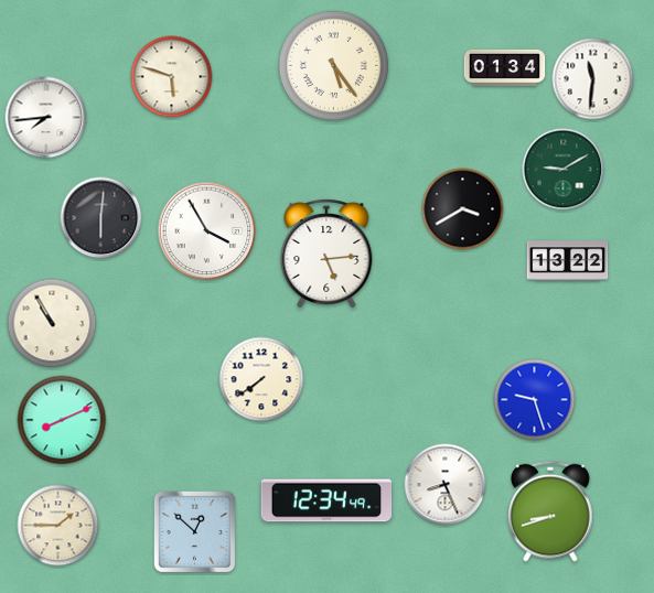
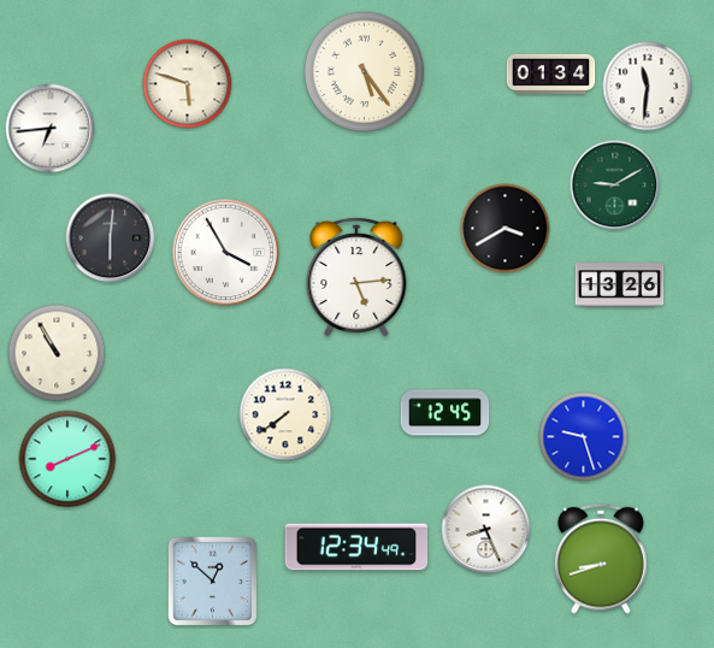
clock at (46, 118): 7:44 -> 6:44
clock at (568, 261): 13:22 -> 13:26
clock at (445, 413): none -> 12:45
clock at (58, 526): 1:45 -> none
